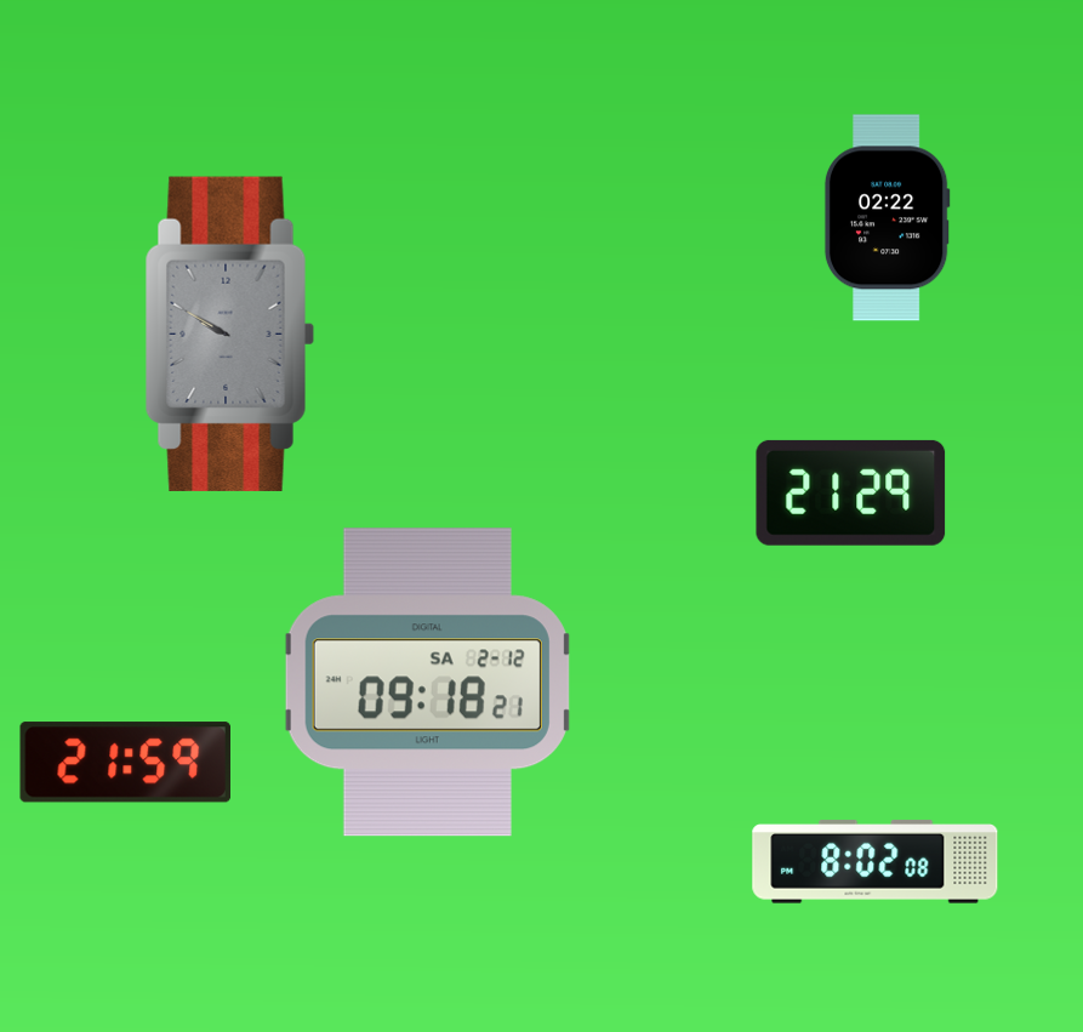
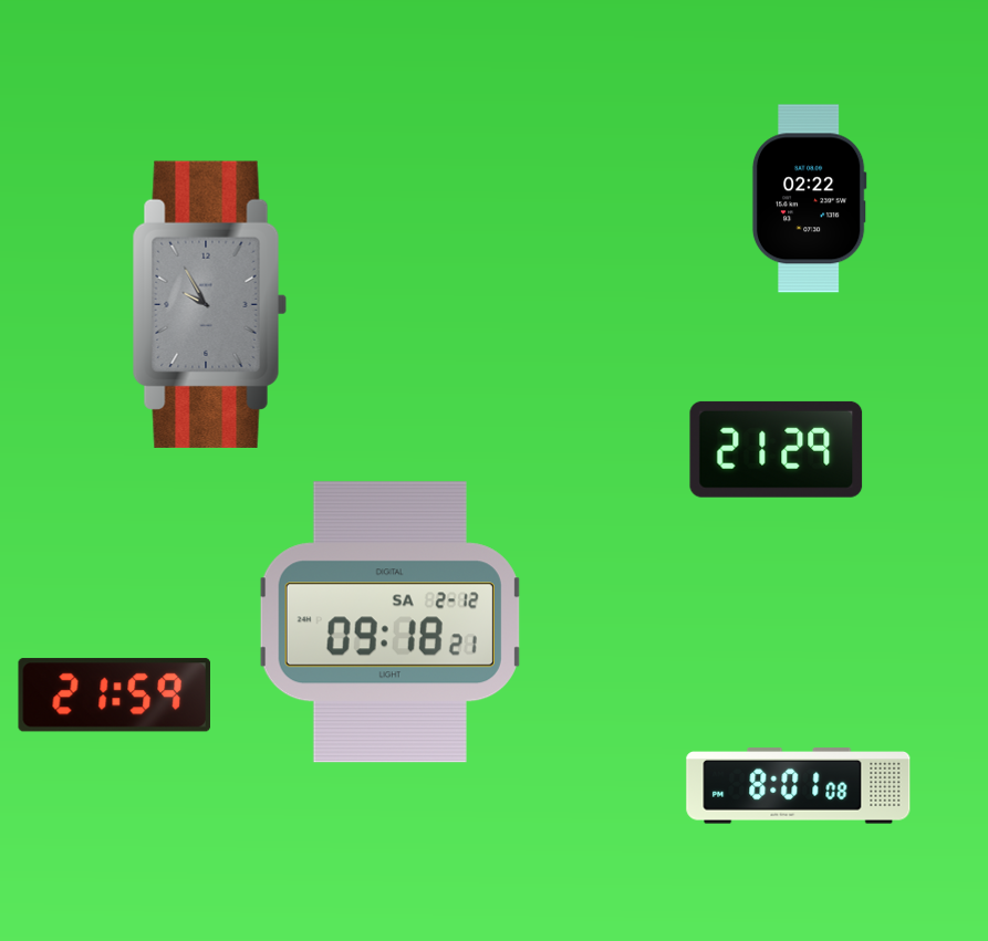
clock at (229, 333): 9:50 -> 9:55
clock at (876, 862): 8:02 -> 8:01
